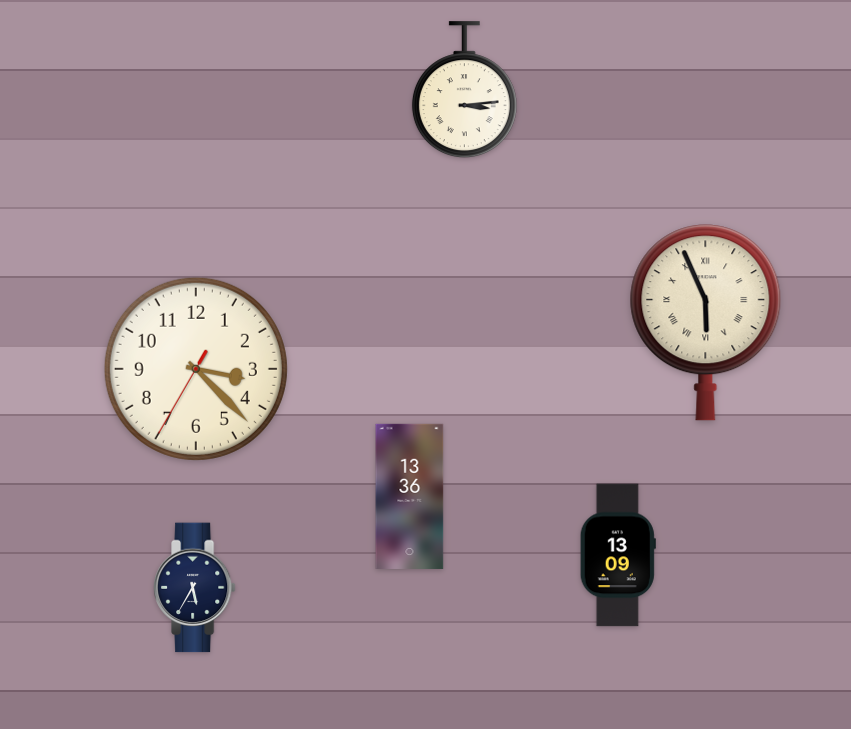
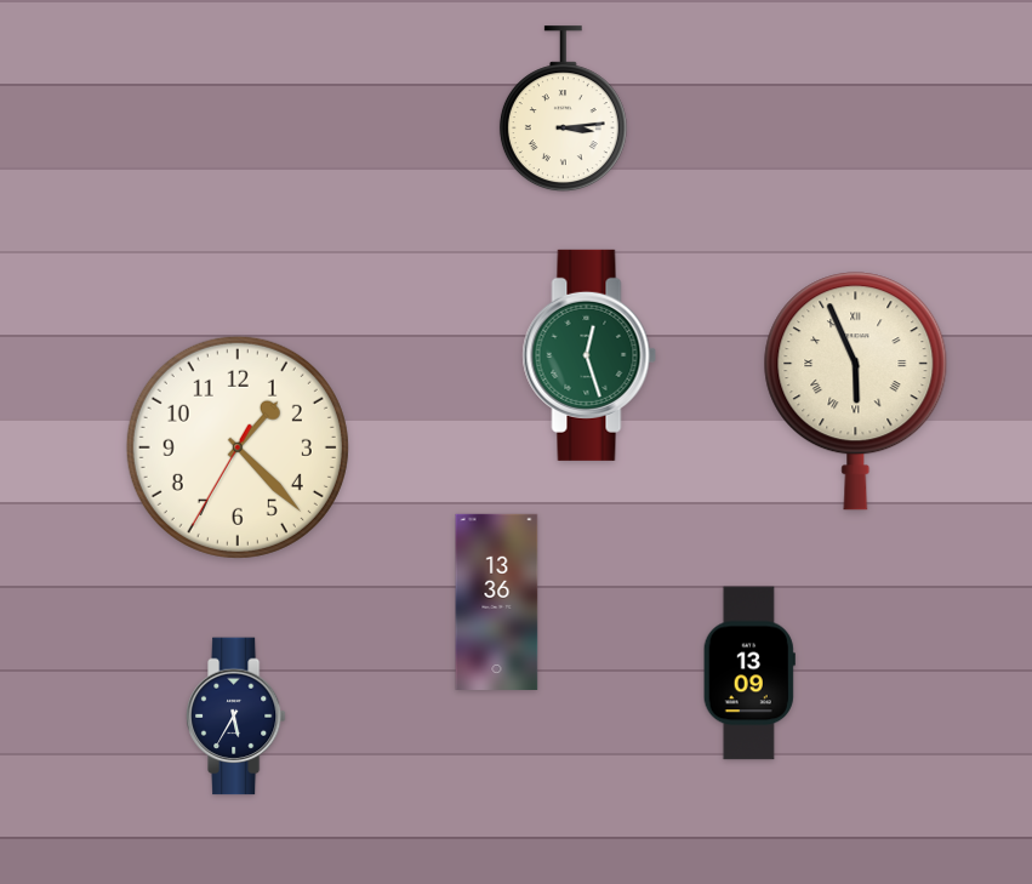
clock at (589, 355): none -> 12:27
clock at (196, 369): 3:22 -> 1:22
clock at (194, 588) position: (194, 588) -> (235, 717)
